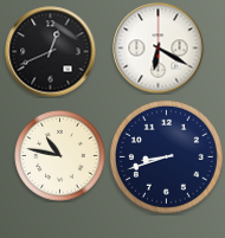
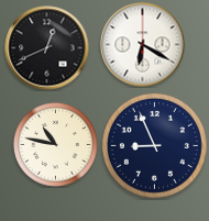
clock at (159, 49) position: (159, 49) -> (143, 45)
clock at (166, 156): 8:42 -> 8:56
